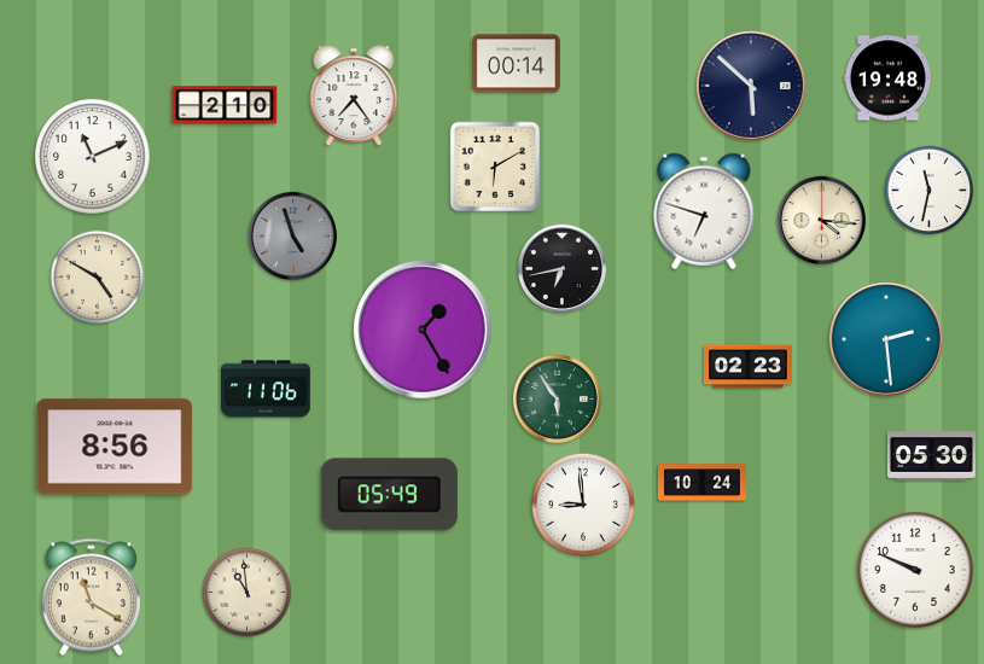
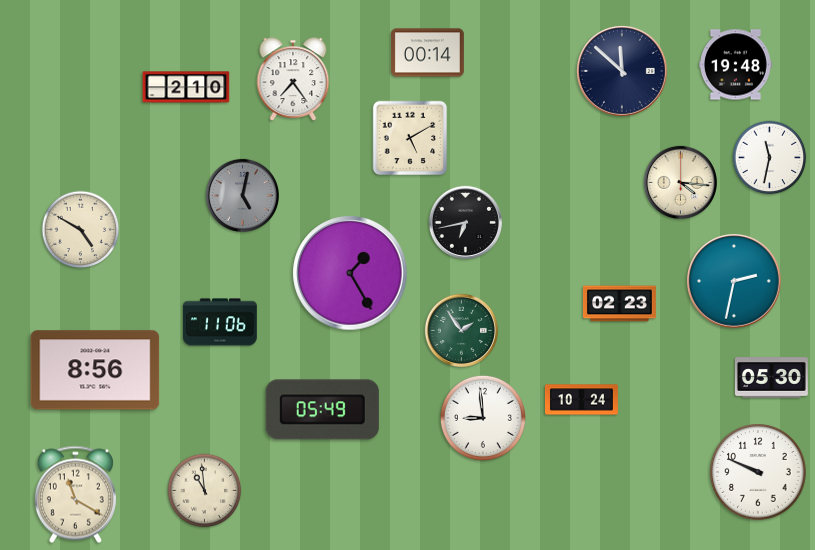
clock at (751, 86): 5:52 -> 11:52
clock at (93, 157): 11:11 -> none
clock at (495, 167): 6:10 -> 5:10
clock at (704, 211): 6:48 -> none
clock at (292, 235): 4:57 -> 5:02
clock at (886, 339): 2:29 -> 2:32
clock at (557, 398): 5:54 -> 1:54
